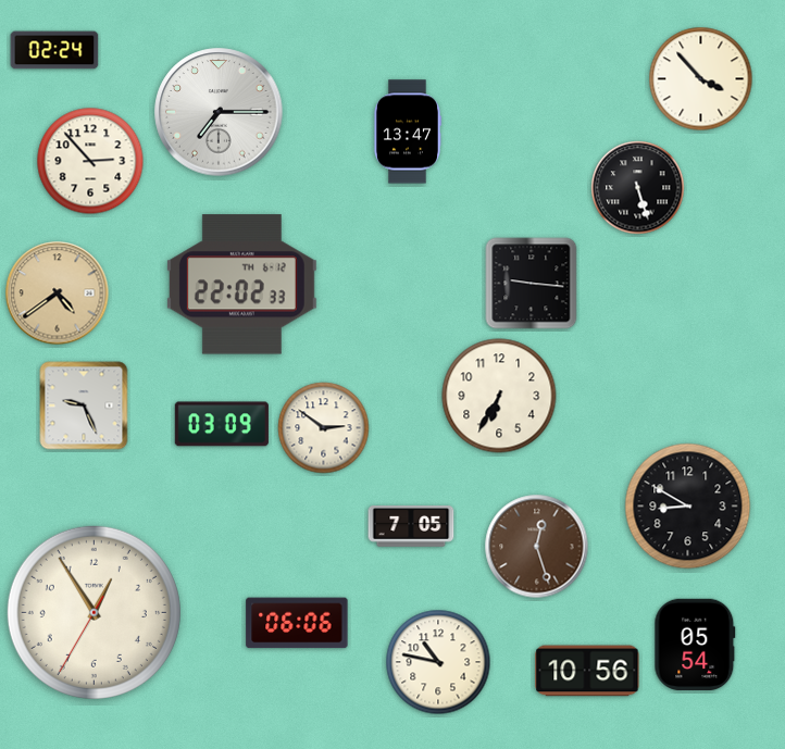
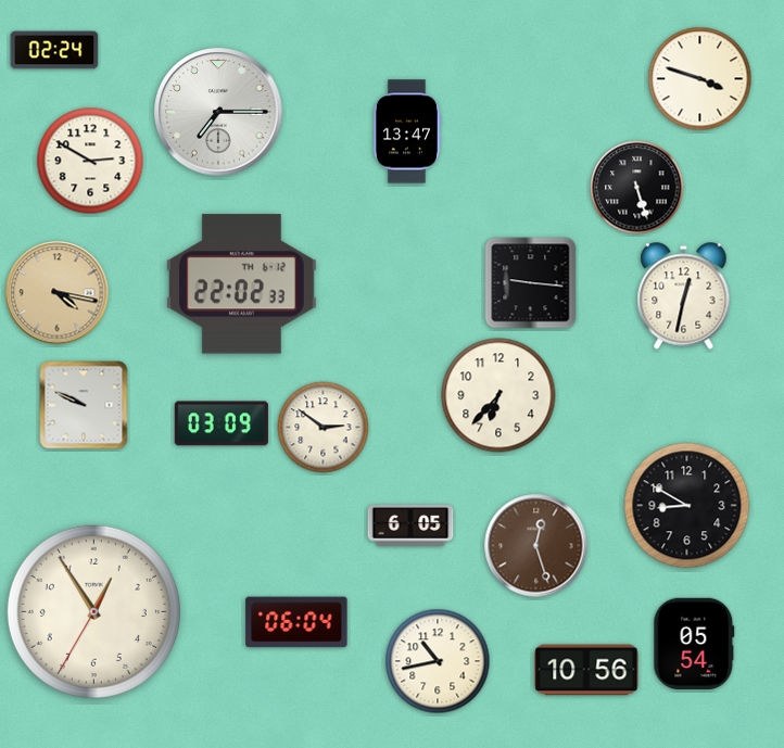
clock at (701, 79): 3:53 -> 3:48
clock at (90, 161): 2:53 -> 2:50
clock at (58, 294): 4:39 -> 4:17
clock at (684, 296): none -> 12:32
clock at (499, 396): 6:35 -> 6:37
clock at (84, 405): 9:26 -> 9:49
clock at (411, 526): 7:05 -> 6:05
clock at (297, 623): 06:06 -> 06:04
clock at (438, 662): 10:47 -> 10:43
